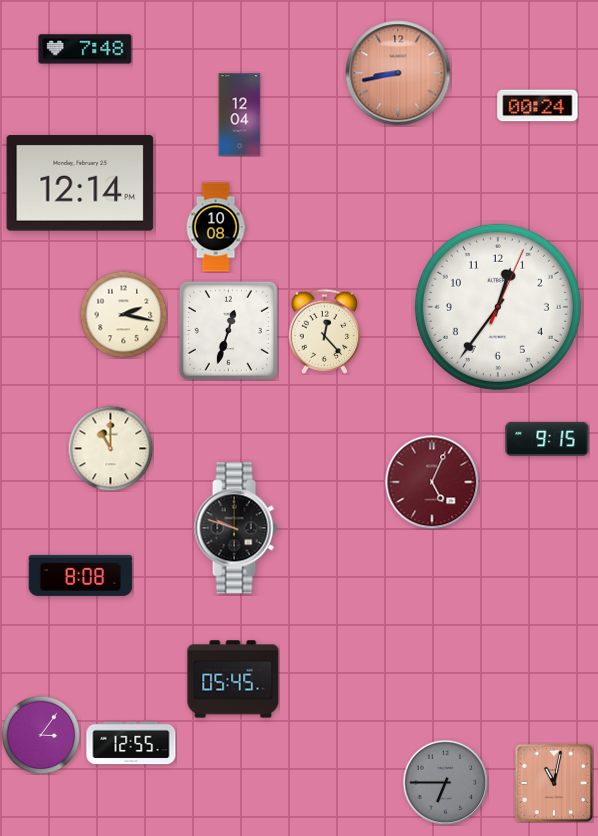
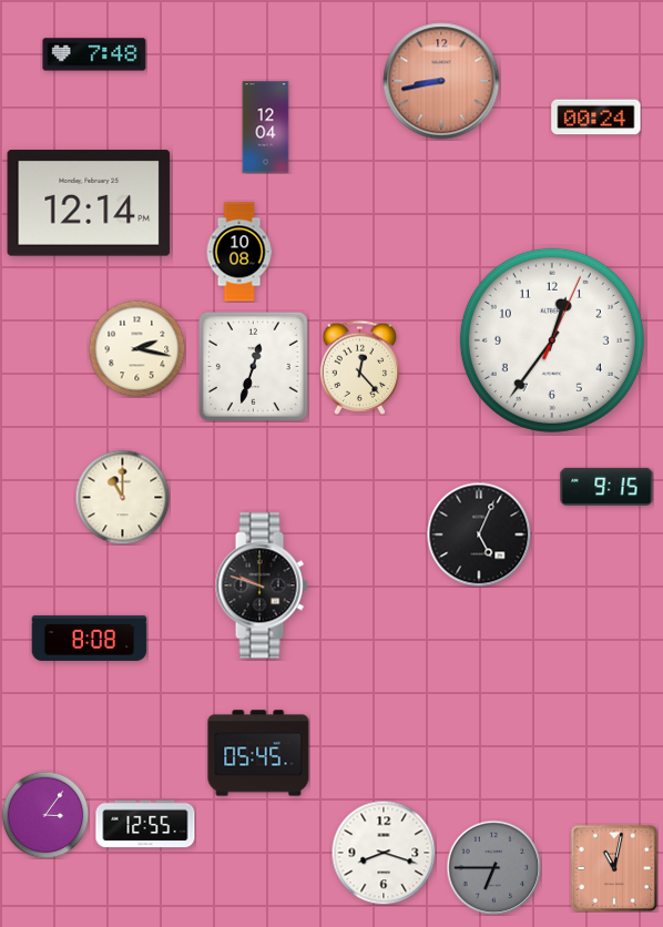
clock at (432, 482) dial: burgundy -> black
clock at (384, 853): none -> 8:18
